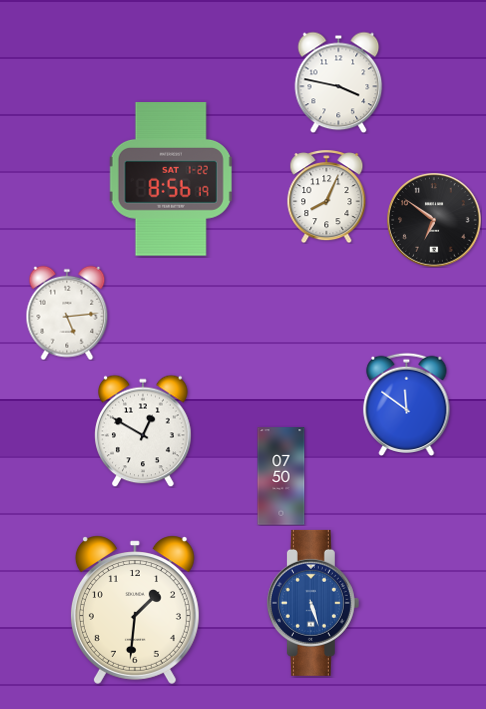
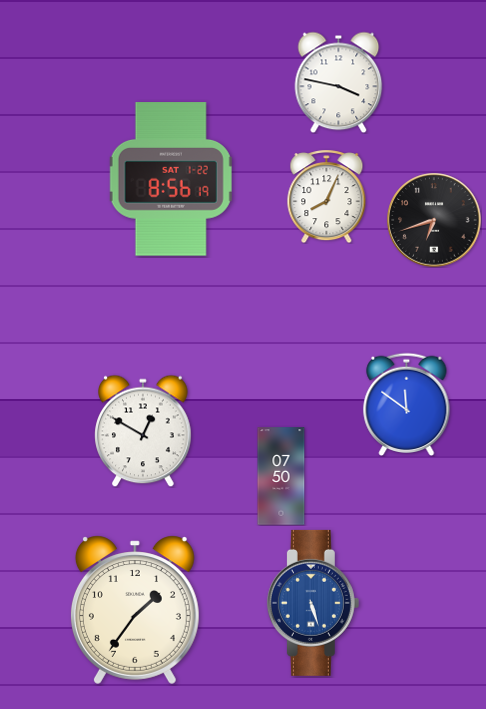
clock at (434, 220): 6:51 -> 6:42
clock at (67, 313): 5:14 -> none
clock at (135, 610): 1:31 -> 1:36
